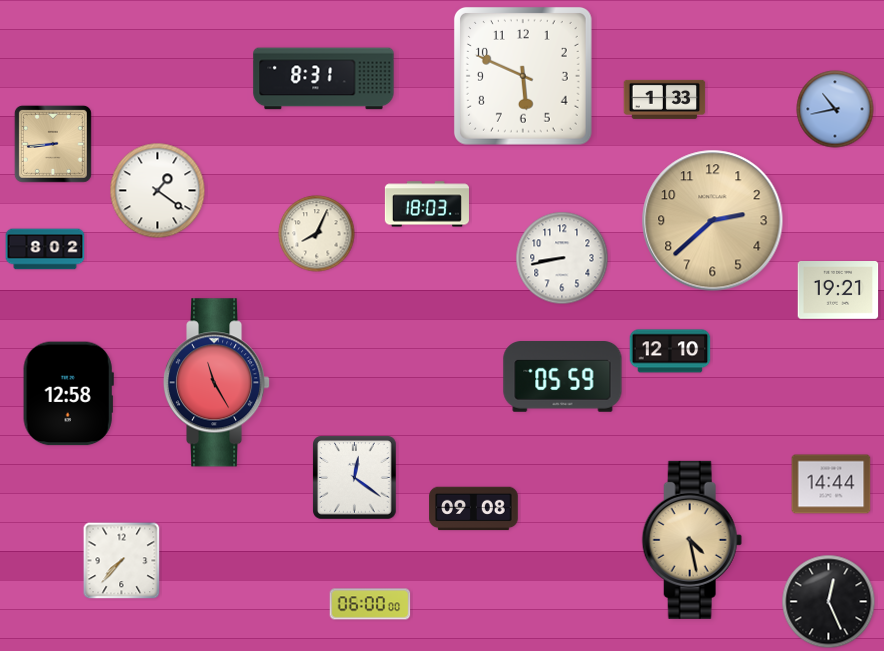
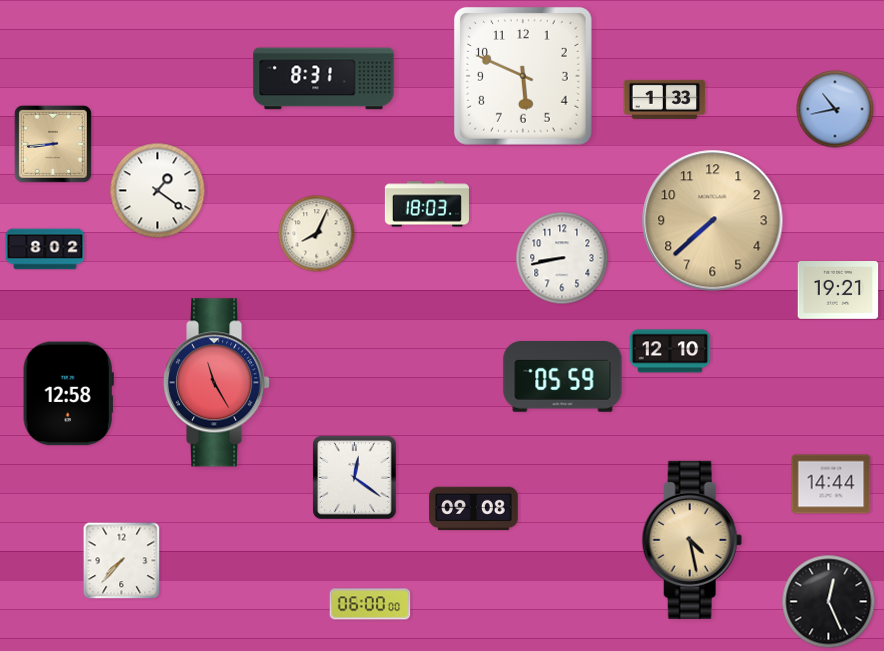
clock at (713, 221): 2:38 -> 7:38
